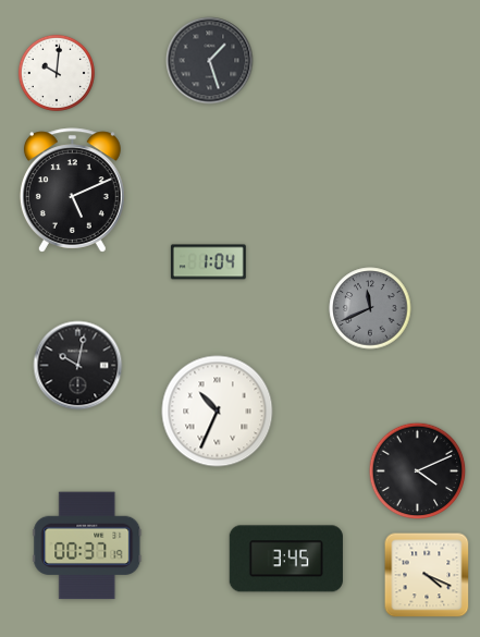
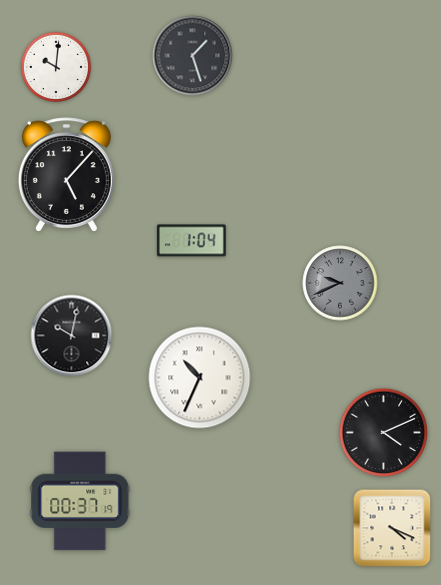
clock at (57, 73) position: (57, 73) -> (56, 67)
clock at (72, 191): 5:11 -> 5:07
clock at (370, 308): 11:41 -> 9:41
clock at (286, 559): 3:45 -> none
